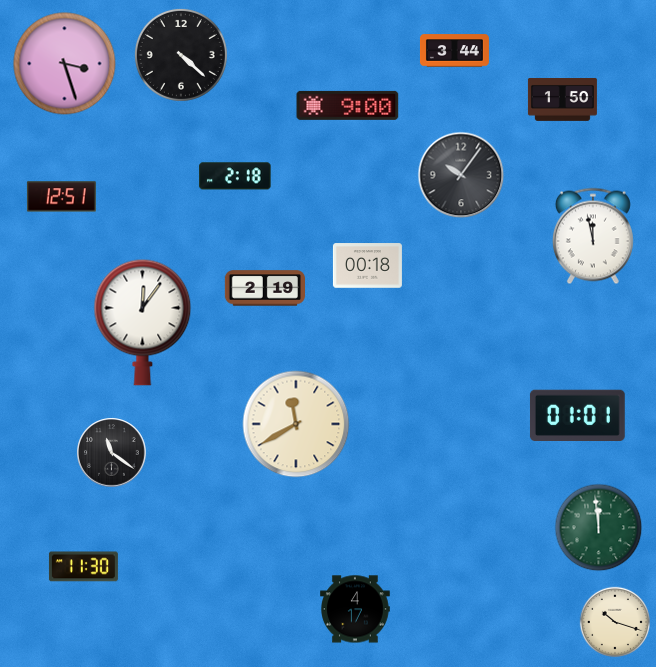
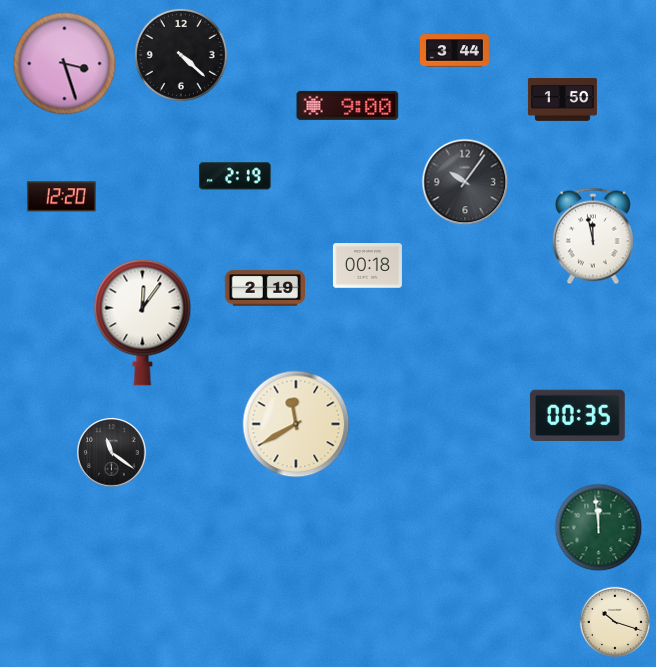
clock at (461, 175) position: (461, 175) -> (465, 182)
clock at (235, 176): 2:18 -> 2:19
clock at (61, 197): 12:51 -> 12:20
clock at (577, 415): 01:01 -> 00:35
clock at (83, 567): 11:30 -> none
clock at (355, 609): 4:17 -> none
